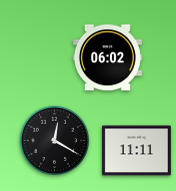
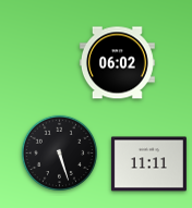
clock at (55, 141): 12:20 -> 5:27
